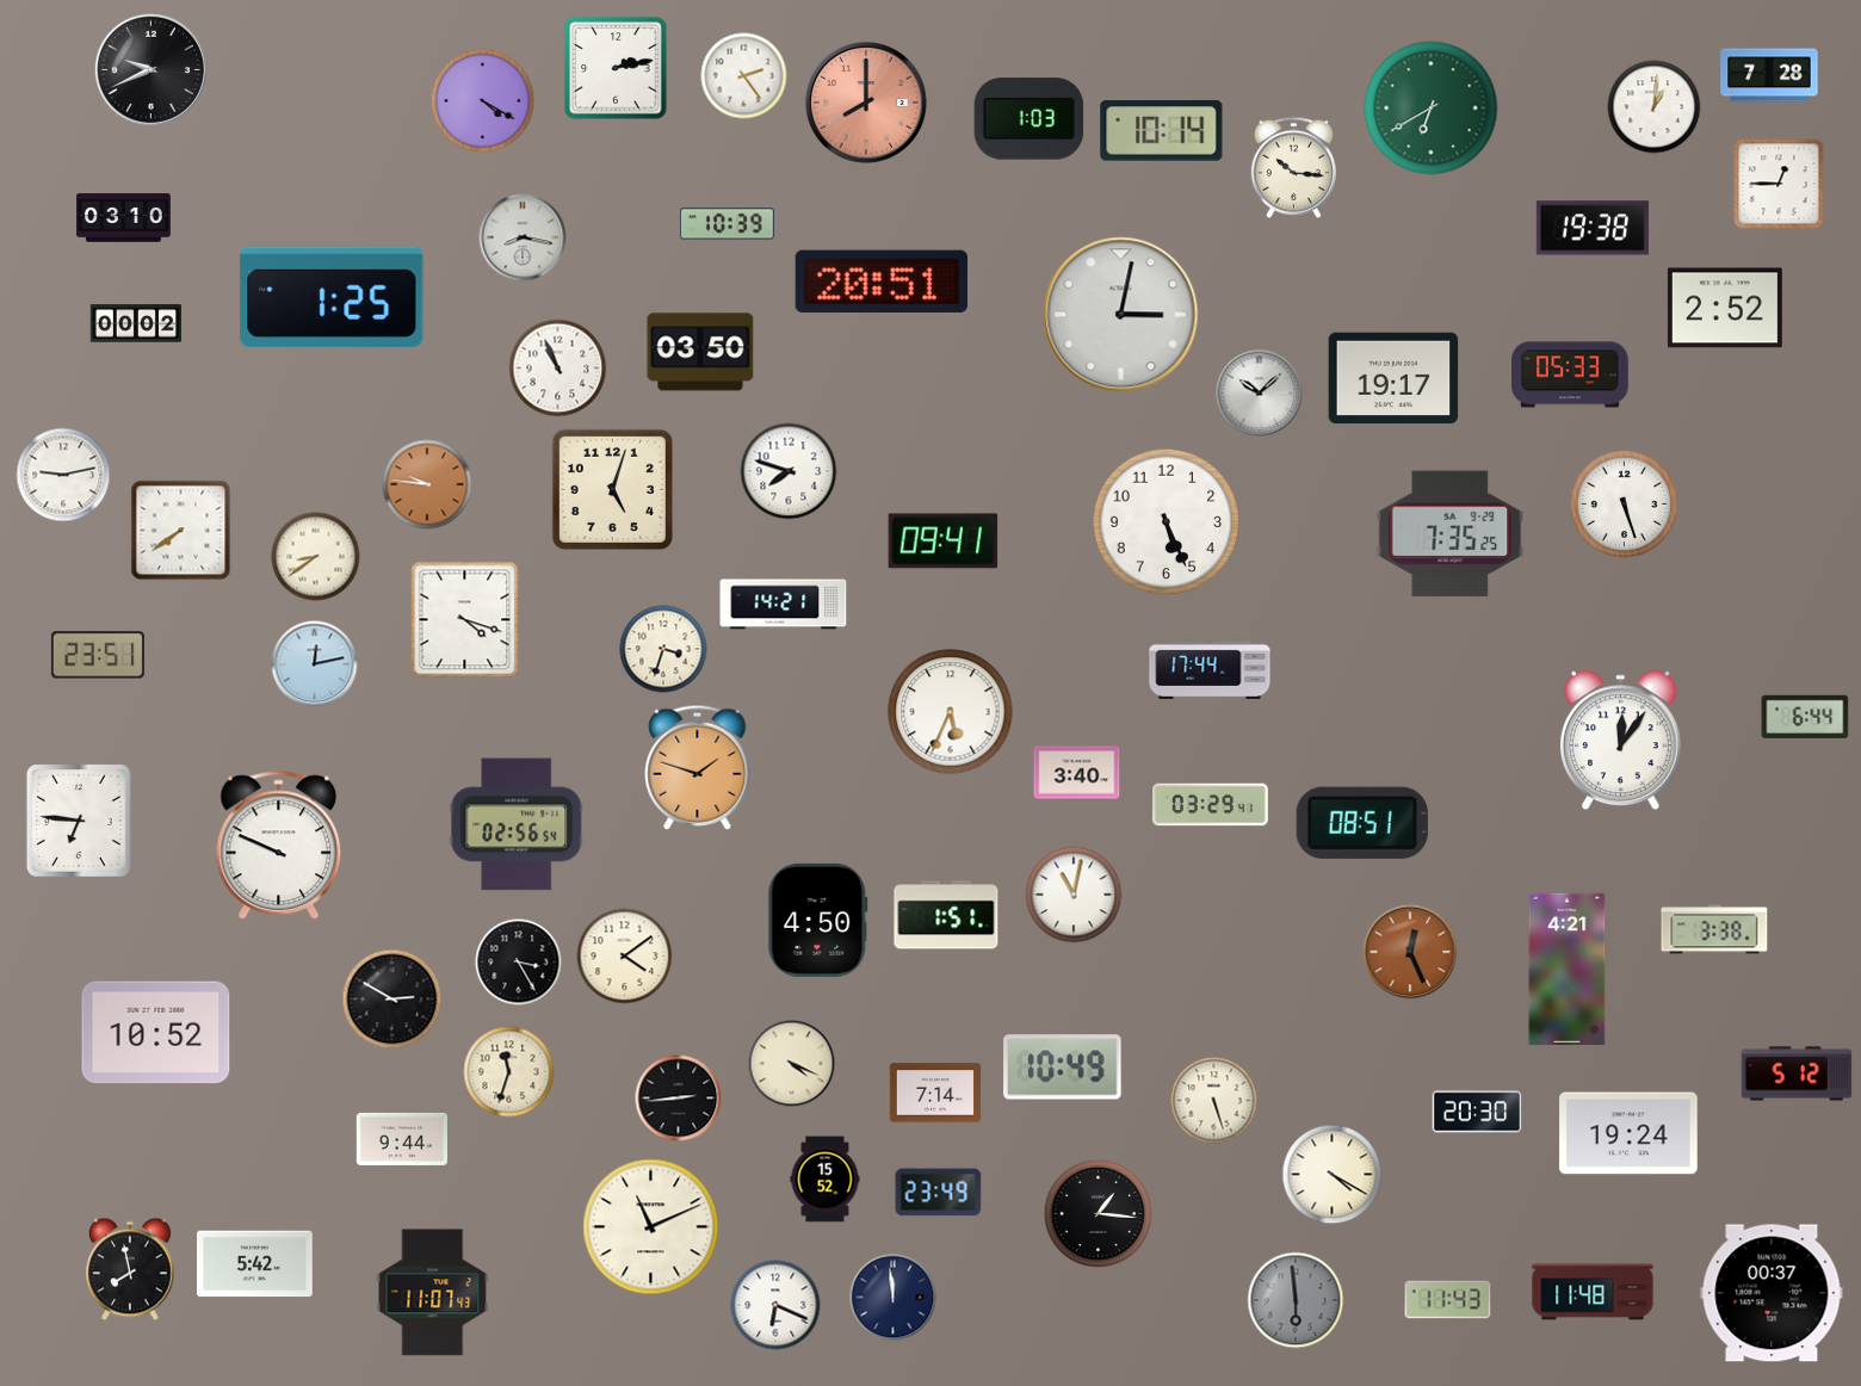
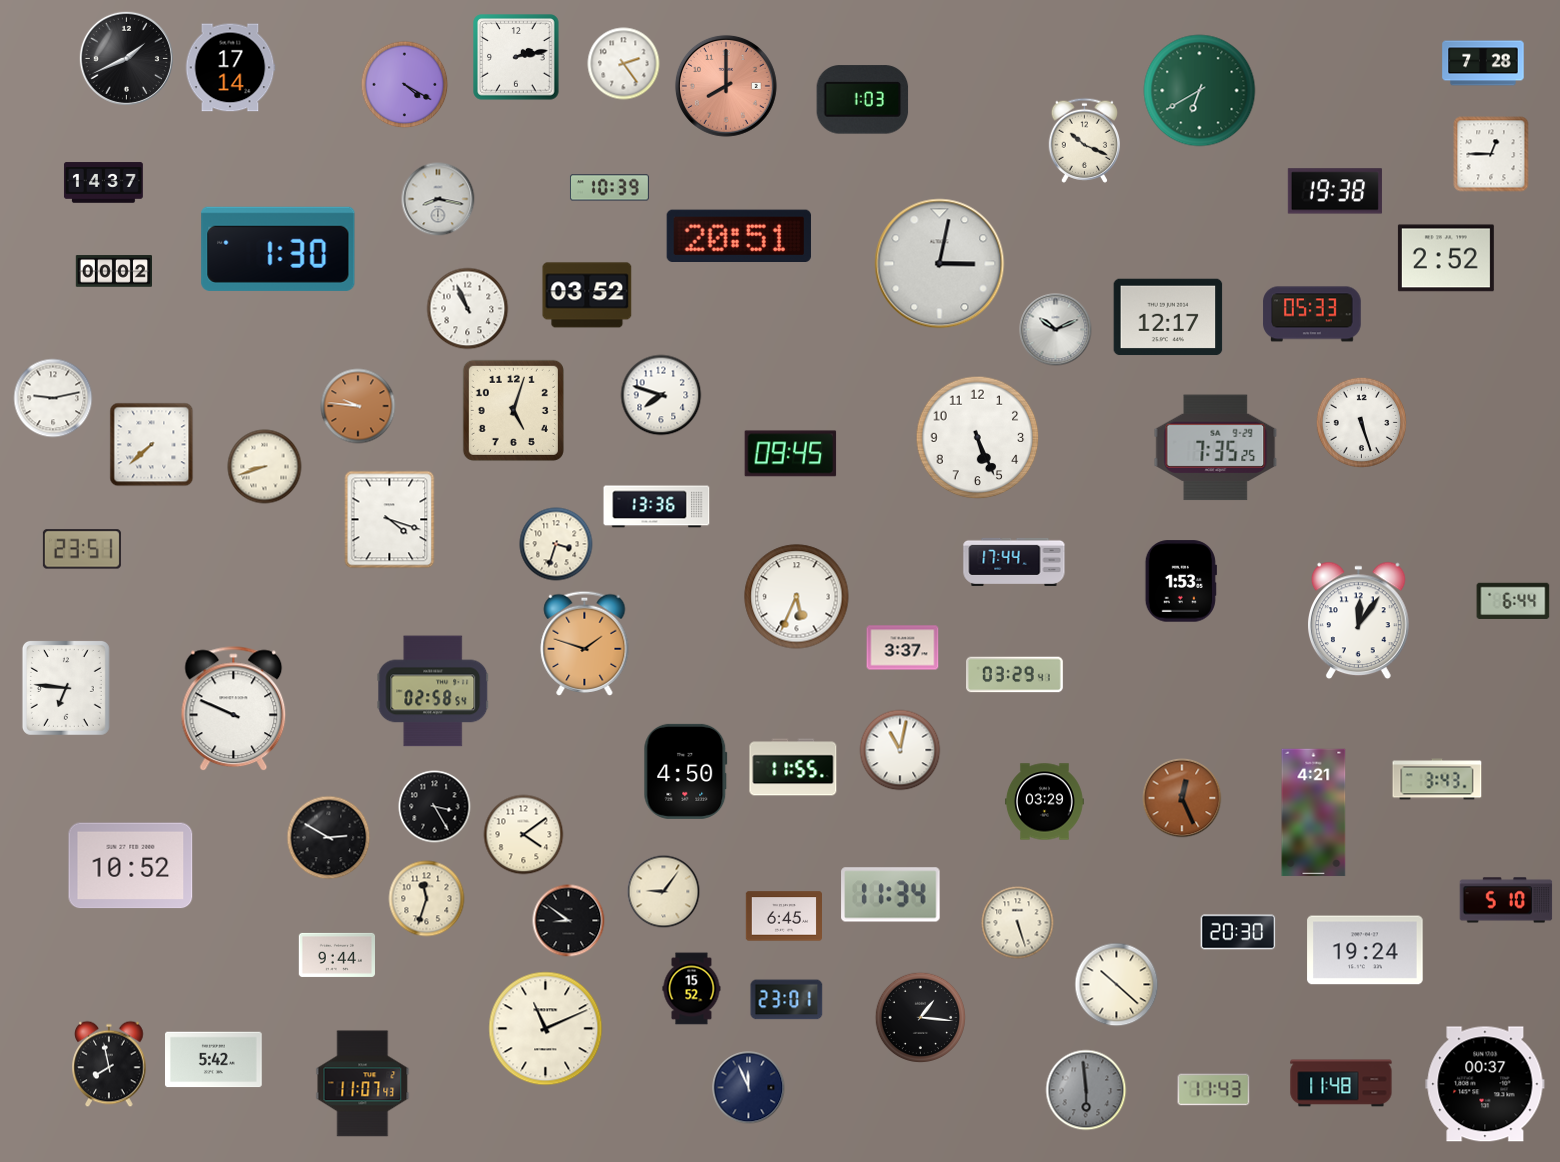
clock at (150, 69): 9:41 -> 1:41
clock at (230, 68): none -> 17:14
clock at (1655, 107): 1:01 -> none
clock at (1162, 131): 10:14 -> none
clock at (1293, 167): 10:16 -> 10:19
clock at (123, 218): 03:10 -> 14:37
clock at (332, 297): 1:25 -> 1:30
clock at (700, 352): 03:50 -> 03:52
clock at (1570, 375) position: (1570, 375) -> (1312, 314)
clock at (1393, 378): 19:17 -> 12:17
clock at (1260, 394): 10:08 -> 10:11
clock at (181, 531): 7:39 -> 7:38
clock at (944, 542): 09:41 -> 09:45
clock at (316, 557): 8:39 -> 8:42
clock at (784, 605): 14:21 -> 13:36
clock at (315, 664): 12:13 -> none
clock at (1181, 581): none -> 1:53
clock at (1077, 773): 3:40 -> 3:37
clock at (1362, 823): 08:51 -> none
clock at (517, 824): 02:56 -> 02:58
clock at (946, 915): 1:51 -> 11:55
clock at (1714, 929): 3:38 -> 3:43
clock at (625, 957) position: (625, 957) -> (524, 835)
clock at (1045, 802): none -> 03:29
clock at (792, 1064): 4:19 -> 9:06
clock at (1063, 1068): 10:49 -> 11:34
clock at (1797, 1073): 5:12 -> 5:10
clock at (935, 1093): 7:14 -> 6:45
clock at (679, 1099): 2:44 -> 8:51
clock at (1333, 1175): 4:20 -> 10:22
clock at (939, 1193): 23:49 -> 23:01
clock at (1593, 1292) position: (1593, 1292) -> (1341, 1083)
clock at (894, 1298): 11:59 -> 11:56
clock at (775, 1305): 6:19 -> none
